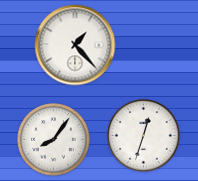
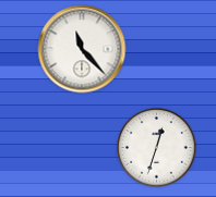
clock at (75, 45): 1:23 -> 11:23
clock at (54, 140): 8:06 -> none
